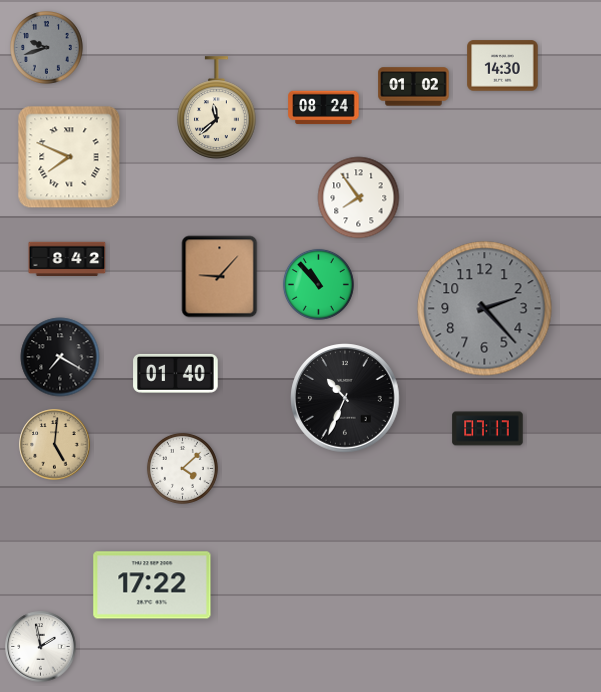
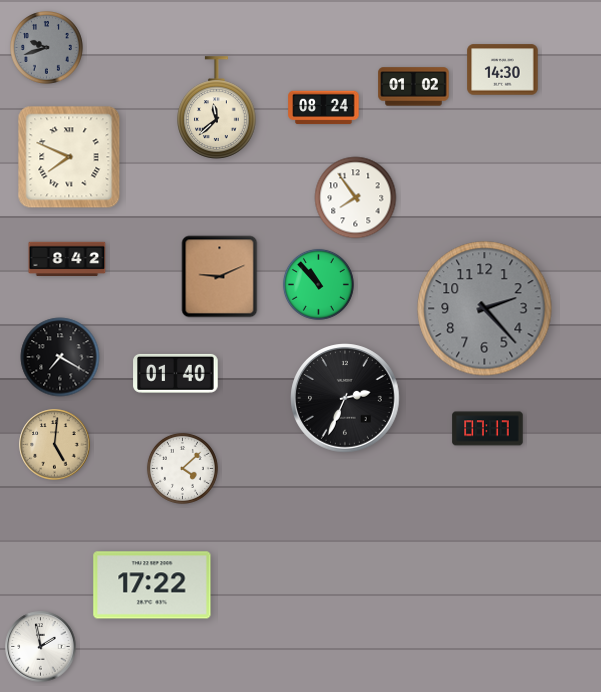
clock at (503, 66) position: (503, 66) -> (503, 70)
clock at (359, 198) position: (359, 198) -> (356, 198)
clock at (220, 277): 9:07 -> 9:11
clock at (345, 398): 10:34 -> 2:34
